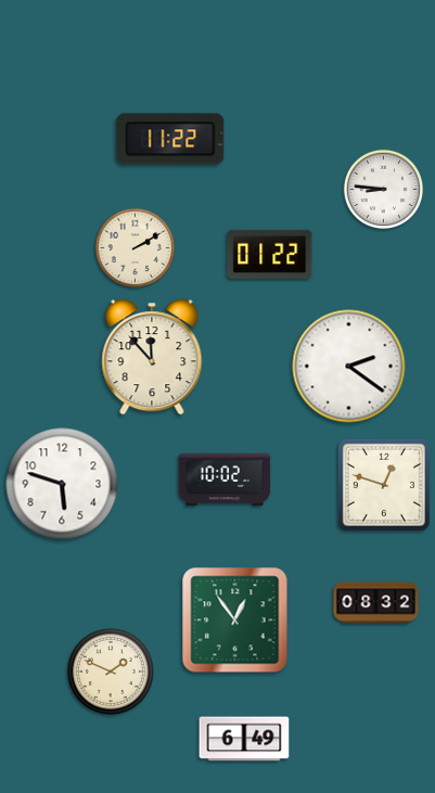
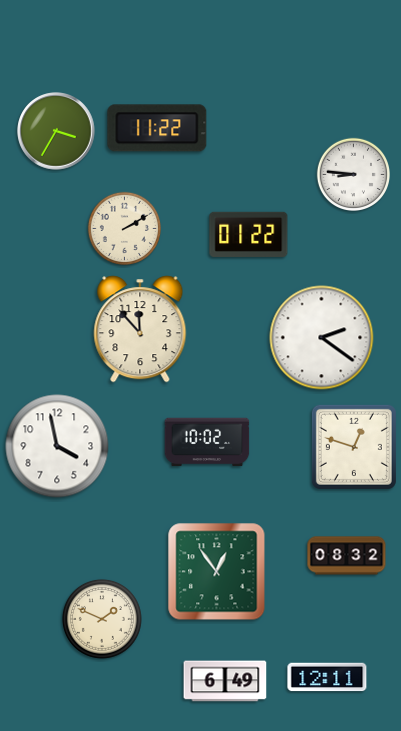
clock at (56, 131): none -> 3:35
clock at (62, 484): 5:48 -> 3:58
clock at (327, 677): none -> 12:11
